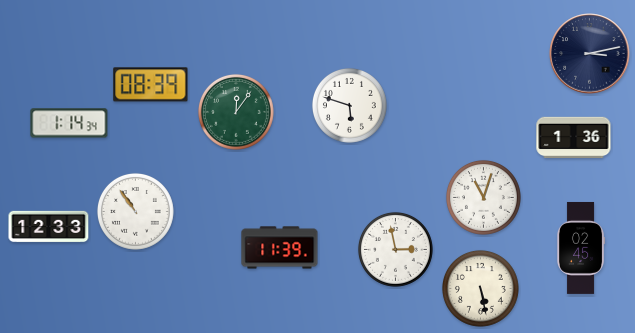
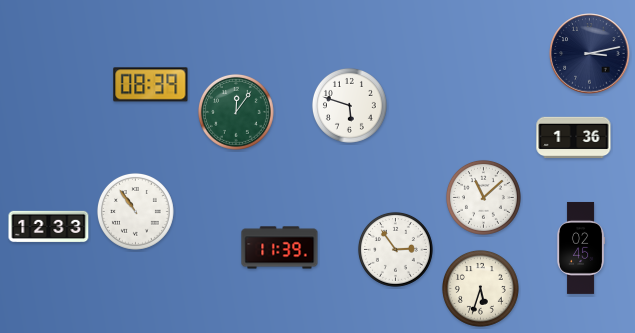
clock at (69, 123): 1:14 -> none
clock at (483, 197): 11:03 -> 11:08
clock at (395, 249): 2:58 -> 2:54
clock at (480, 288): 5:28 -> 5:33
